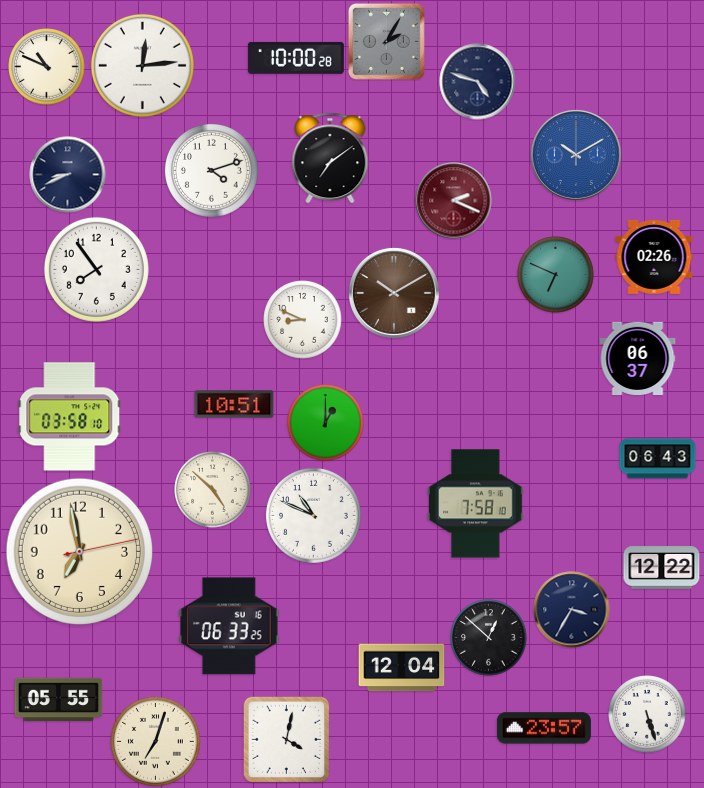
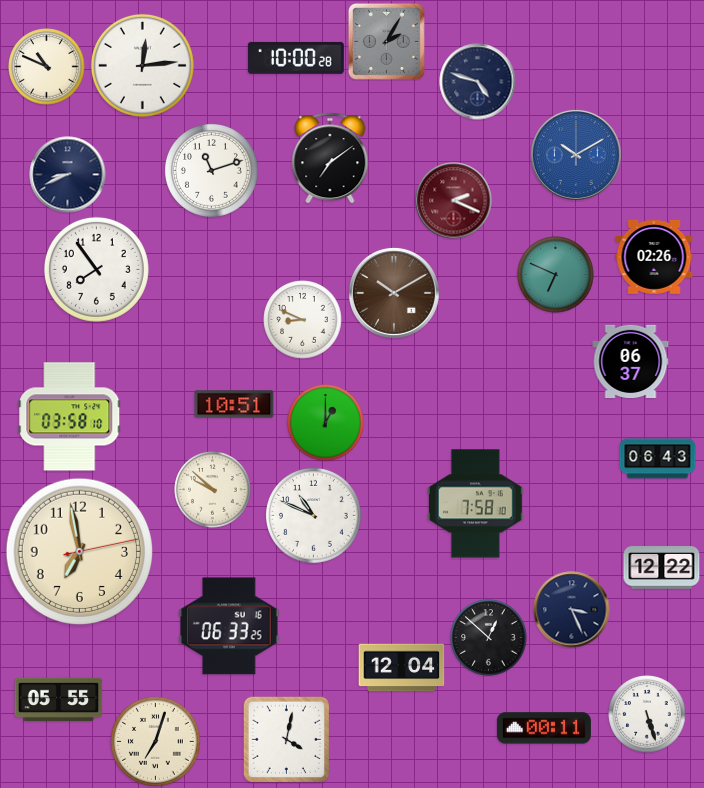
clock at (212, 171): 4:12 -> 11:12
clock at (638, 358) position: (638, 358) -> (631, 361)
clock at (213, 490): 4:52 -> 9:52
clock at (572, 610): 3:35 -> 3:26
clock at (544, 728): 23:57 -> 00:11
